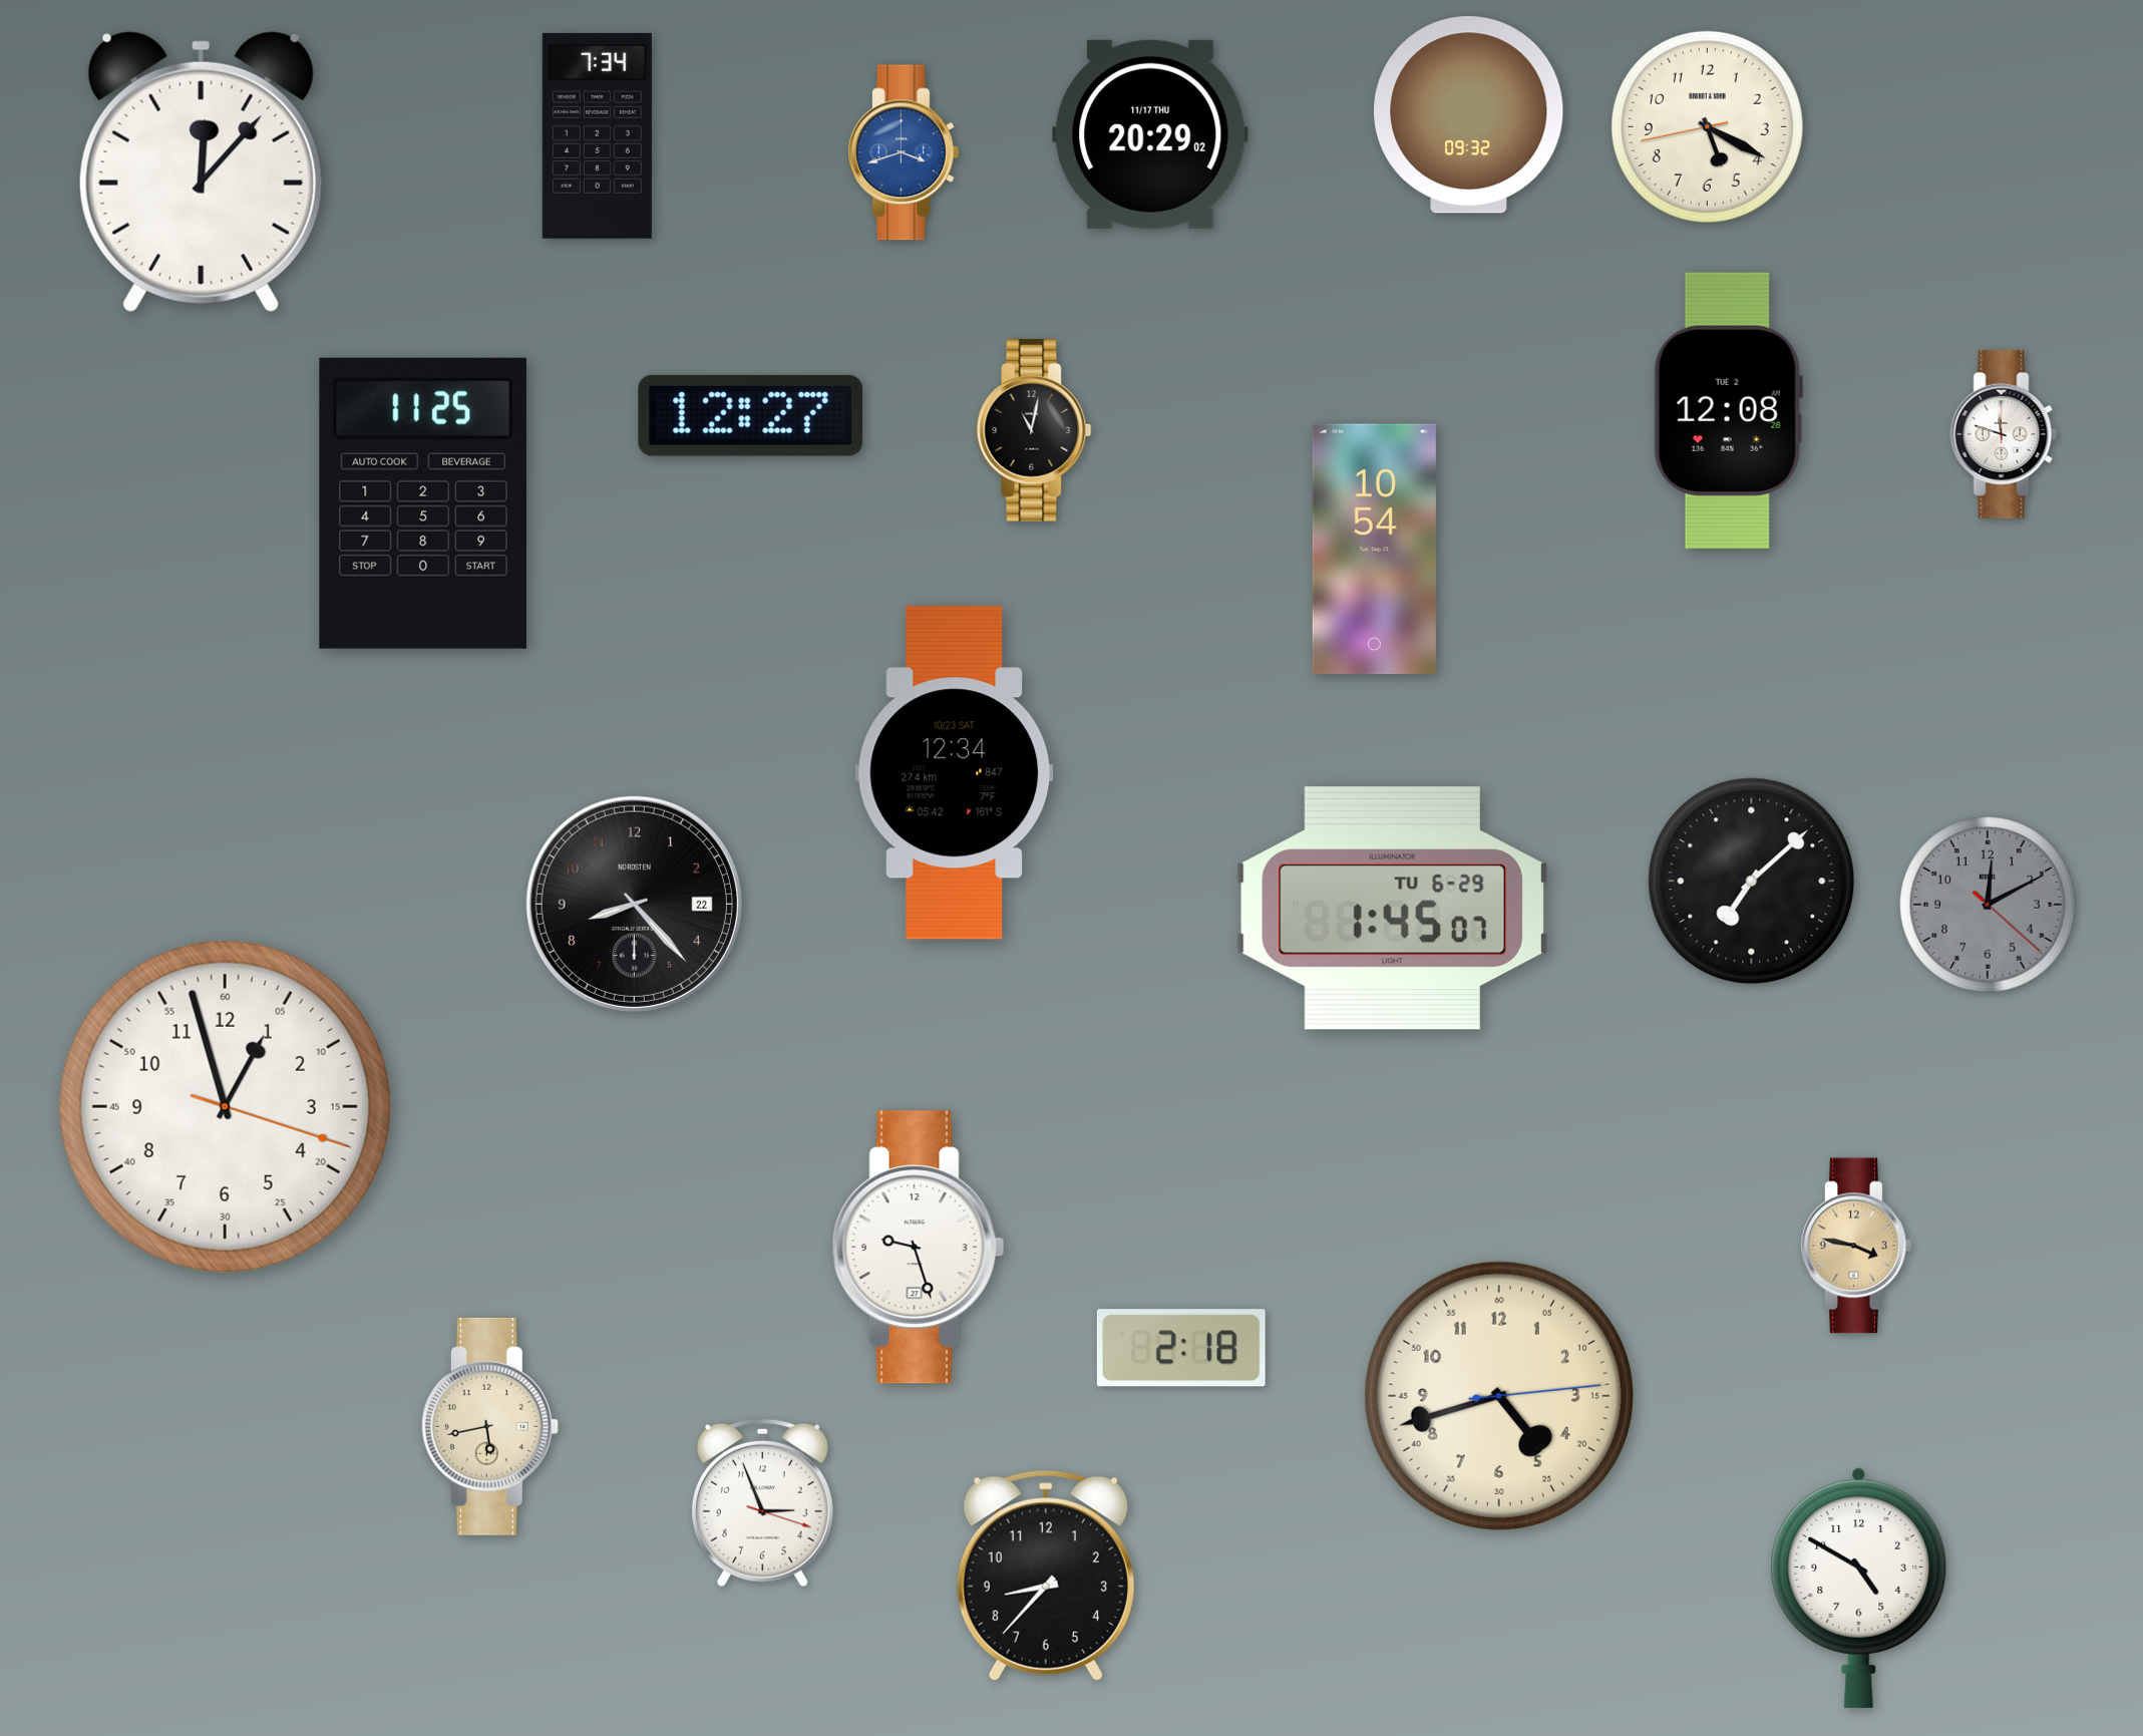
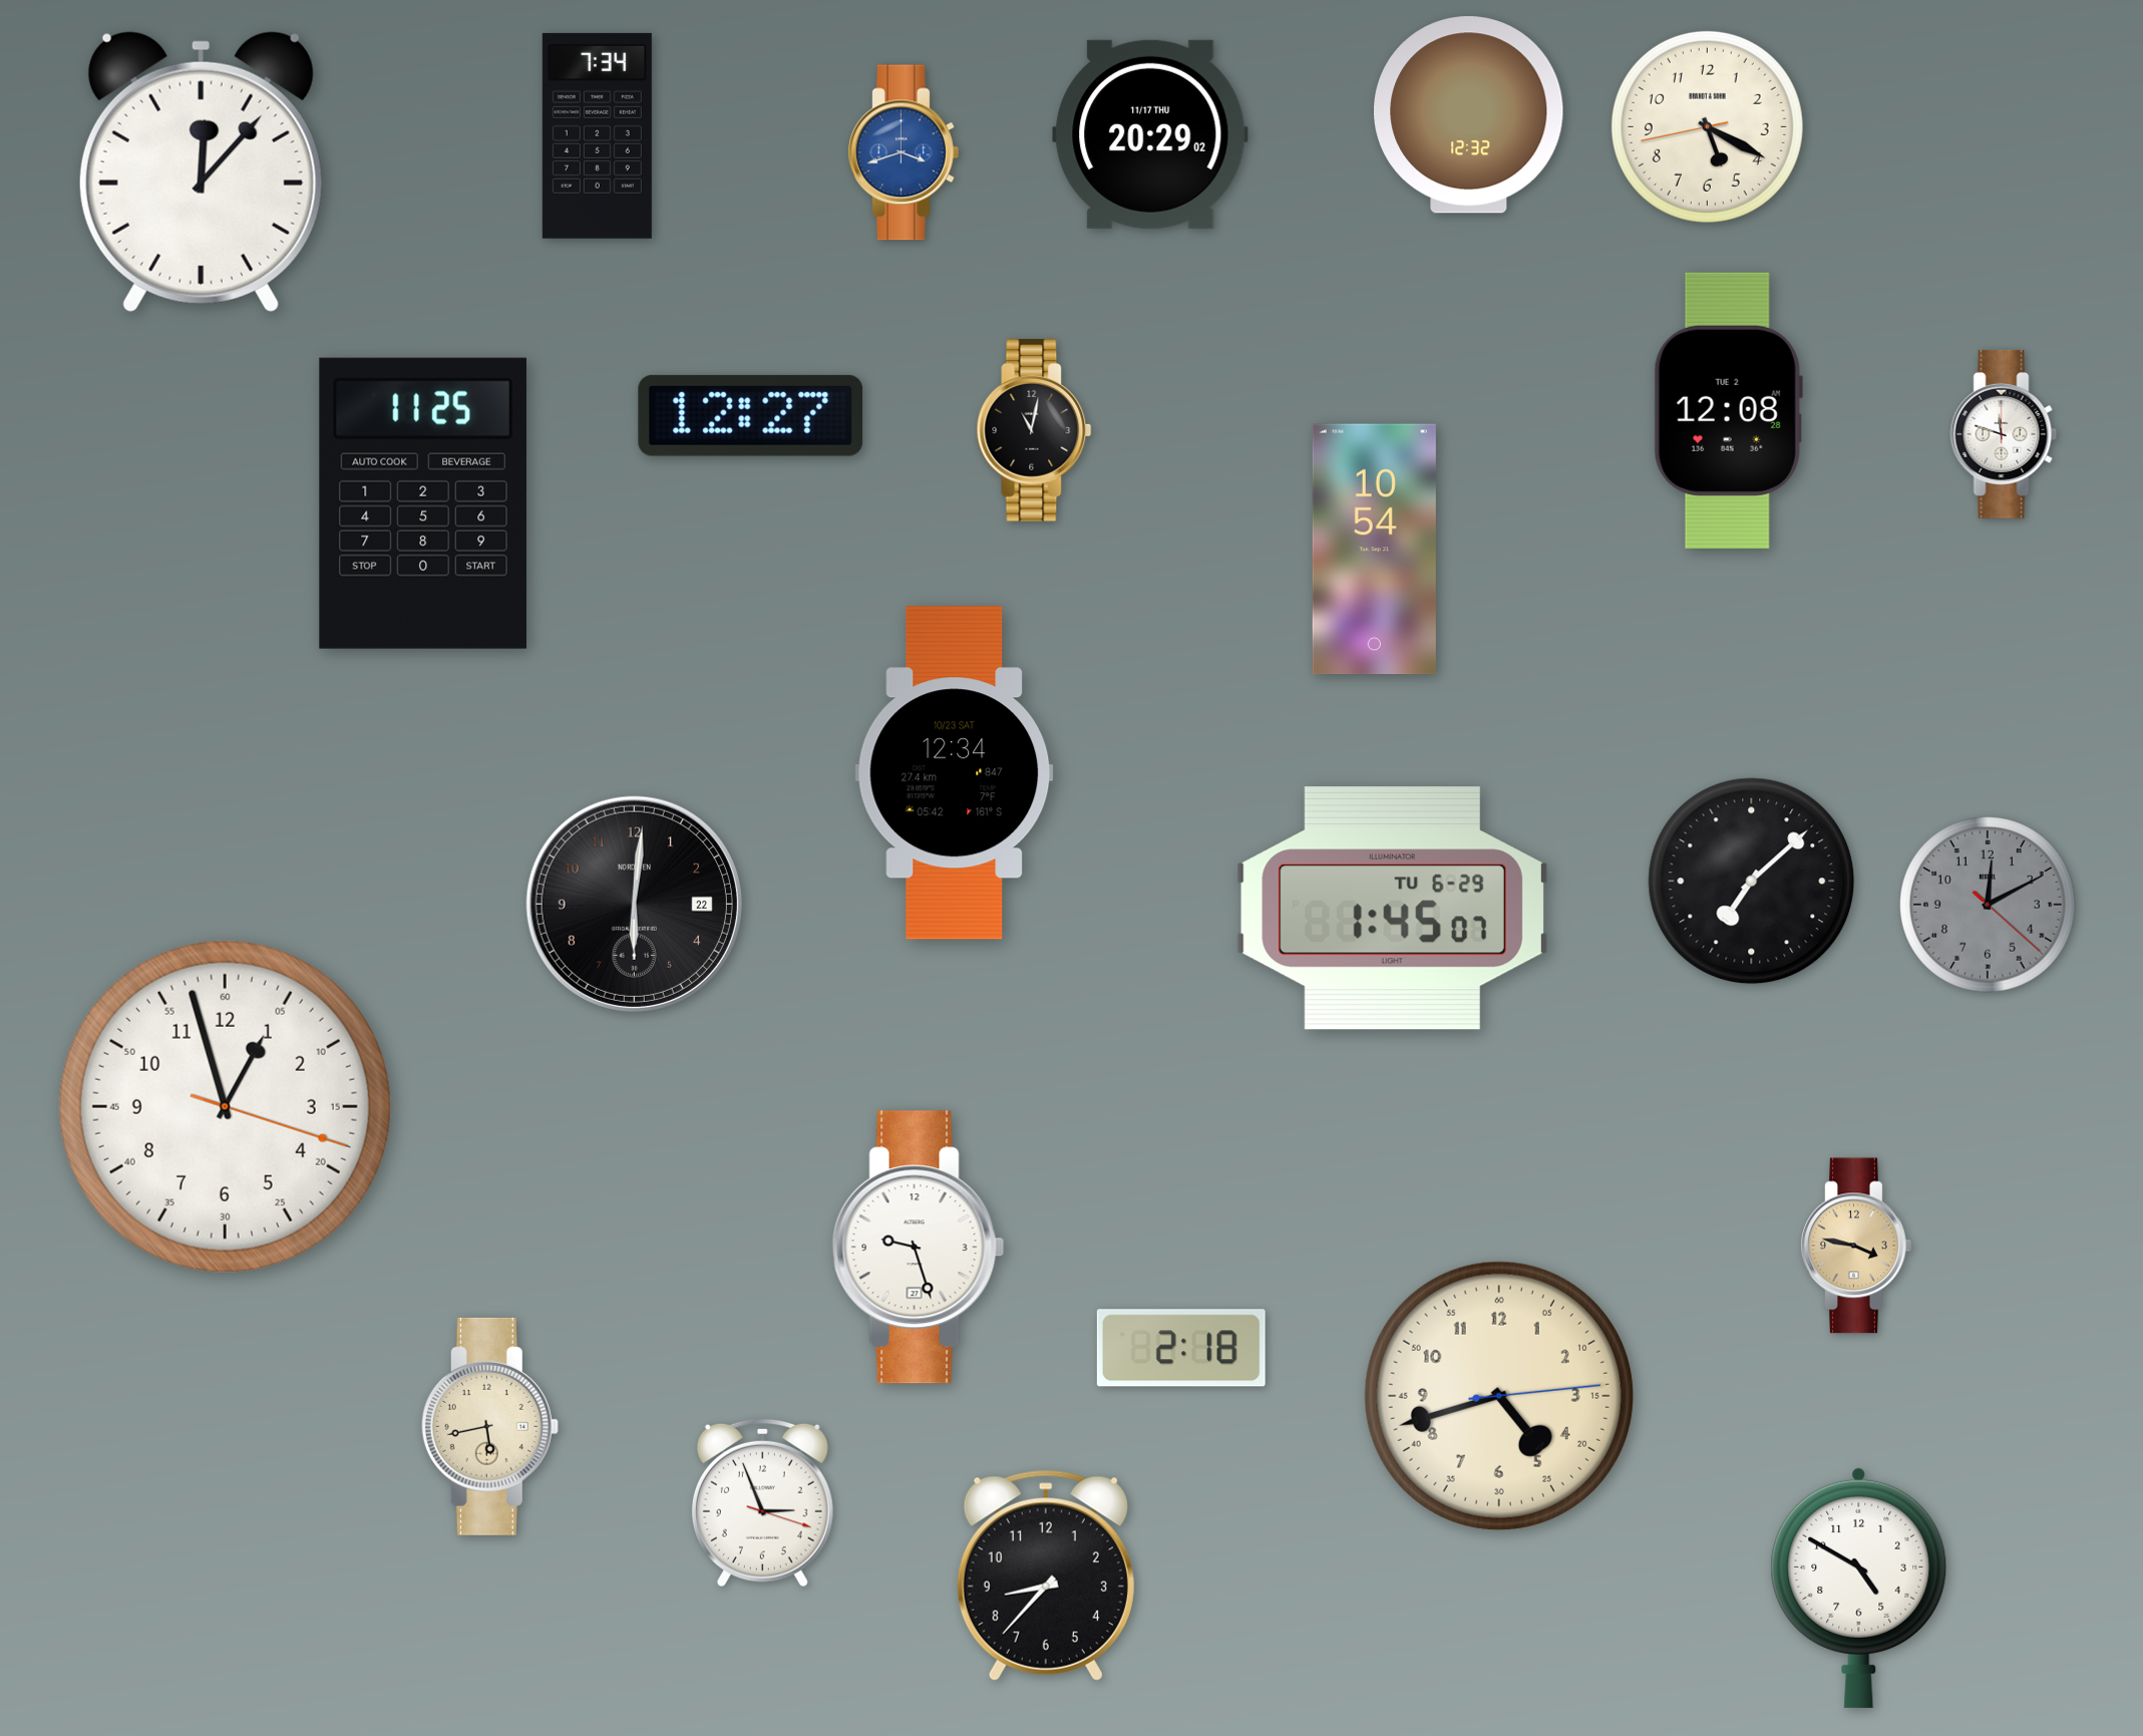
clock at (1469, 115): 09:32 -> 12:32
clock at (634, 904): 8:23 -> 6:01
